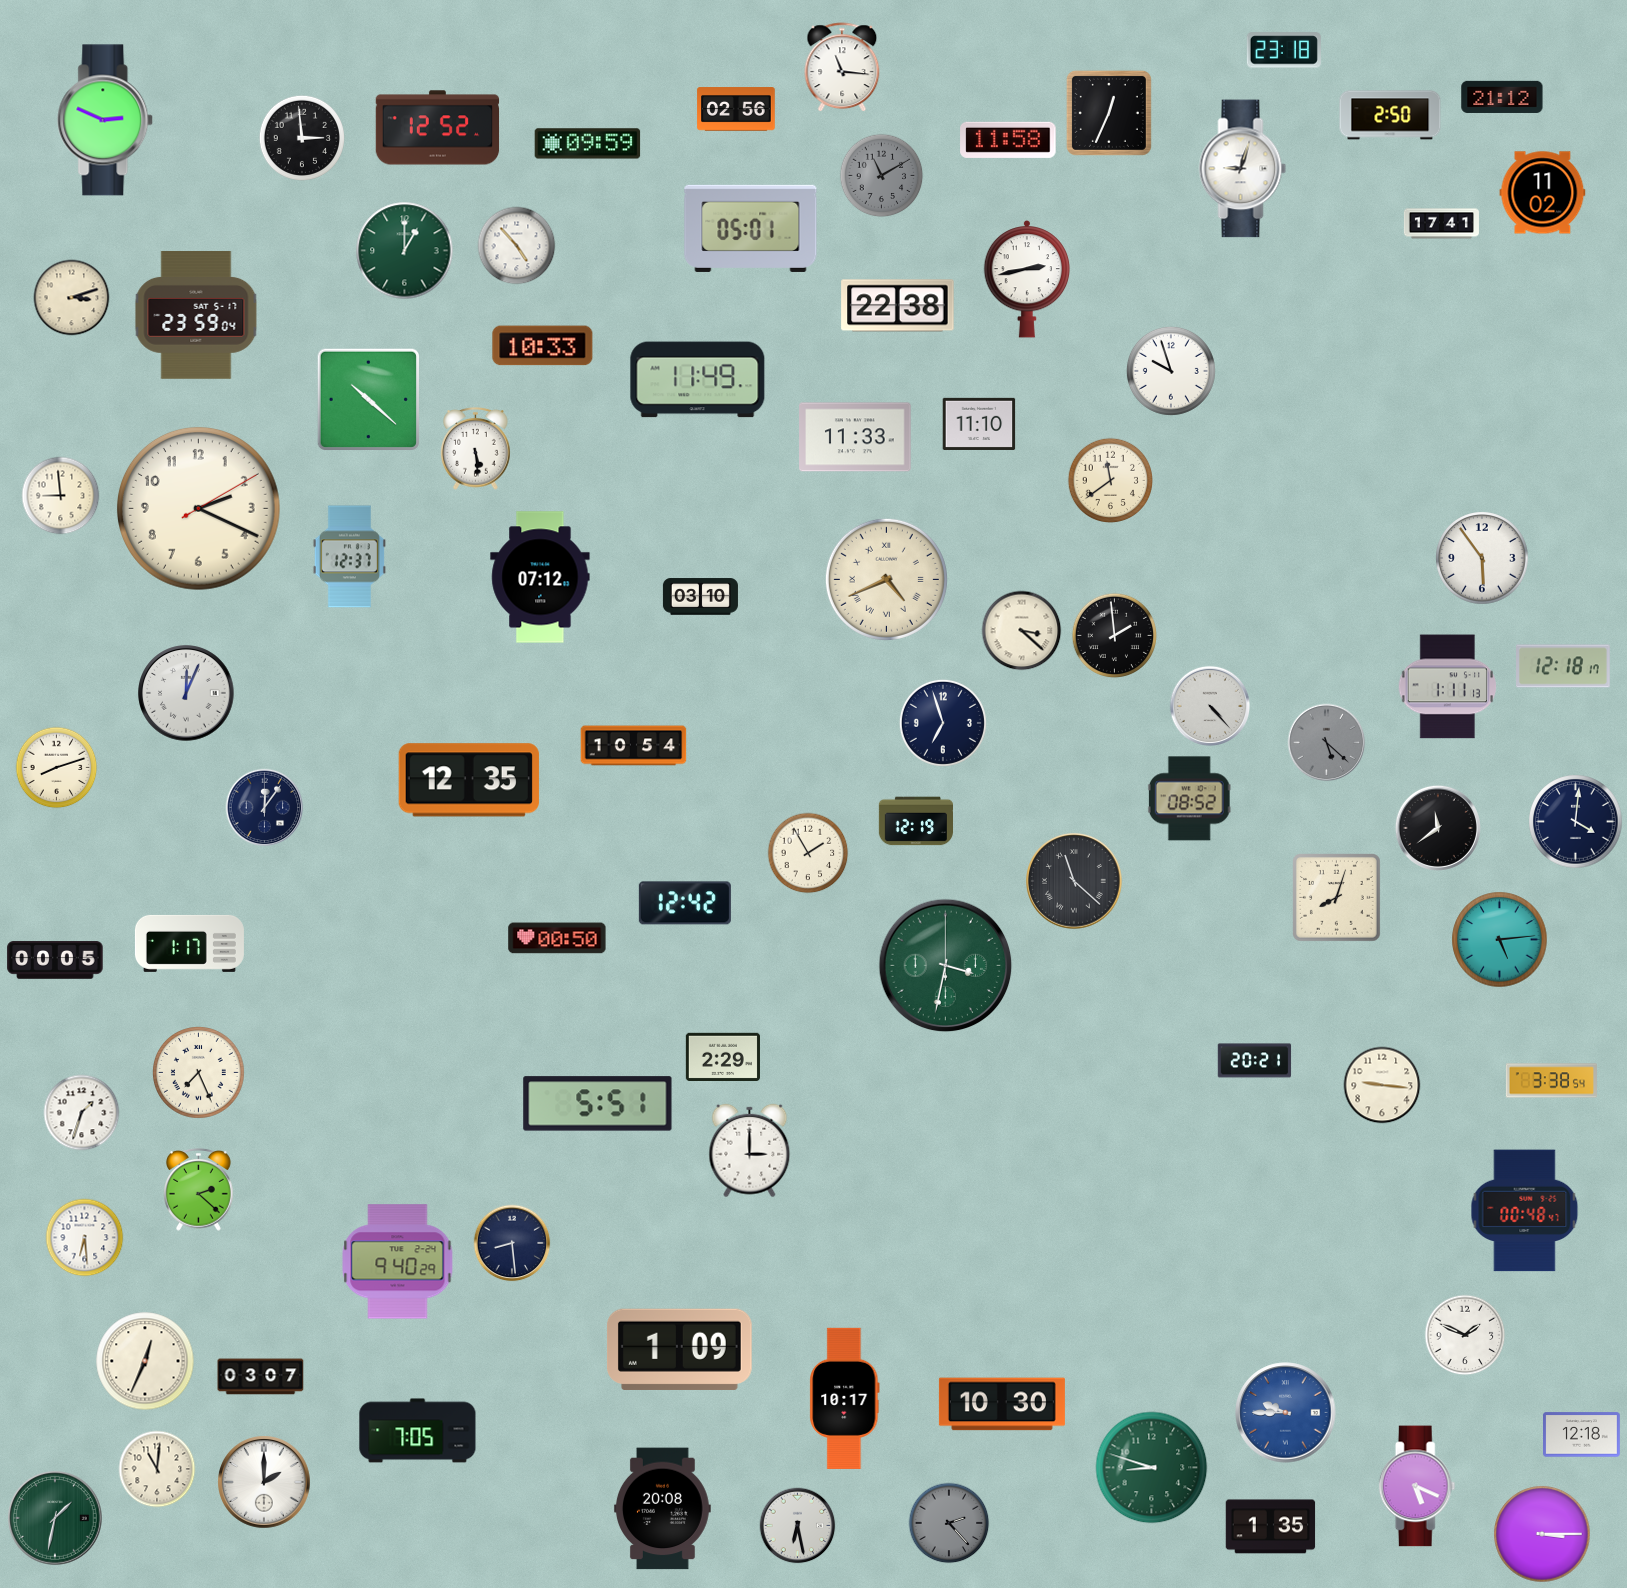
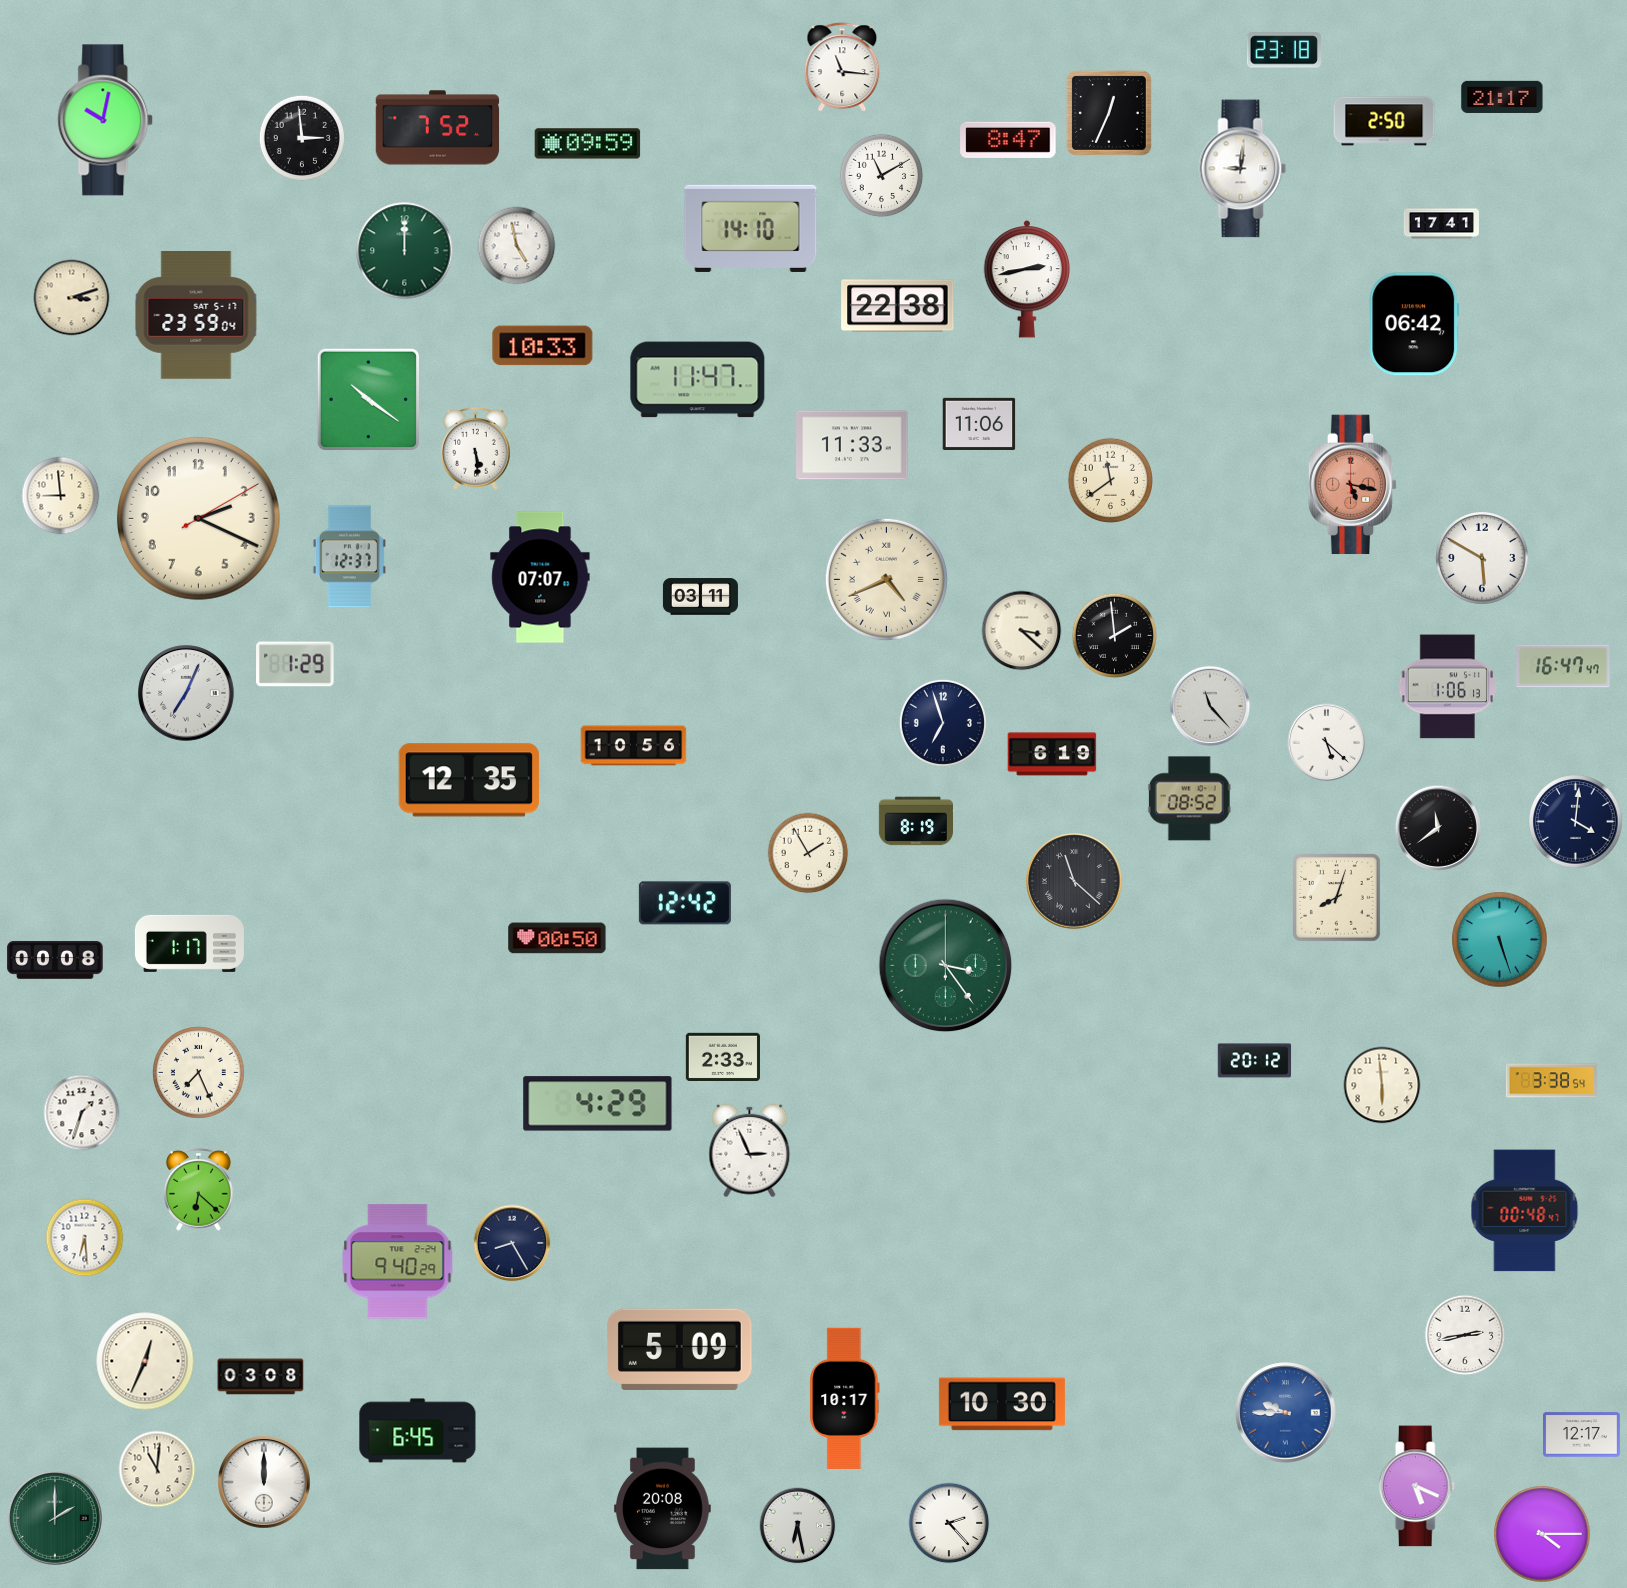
clock at (1502, 97): 21:12 -> 21:17
clock at (736, 109): 02:56 -> none
clock at (1390, 115) position: (1390, 115) -> (1384, 121)
clock at (106, 120): 2:49 -> 10:02
clock at (438, 128): 12:52 -> 7:52
clock at (1008, 140): 11:58 -> 8:47
clock at (1243, 169): 9:03 -> 9:01
clock at (882, 176) dial: grey -> white
clock at (1543, 193): 11:02 -> none
clock at (751, 228): 05:01 -> 14:10
clock at (517, 246): 4:53 -> 4:58
clock at (405, 251): 1:00 -> 12:00
clock at (1414, 324): none -> 06:42
clock at (1171, 371): 9:57 -> none
clock at (698, 380): 11:49 -> 11:47
clock at (369, 400): 10:22 -> 10:21
clock at (979, 424): 11:10 -> 11:06
clock at (855, 437) position: (855, 437) -> (852, 445)
clock at (1353, 485): none -> 5:17
clock at (198, 508) position: (198, 508) -> (198, 518)
clock at (1482, 558): 5:54 -> 5:50
clock at (540, 577): 07:12 -> 07:07
clock at (700, 597): 03:10 -> 03:11
clock at (295, 664): none -> 1:29
clock at (1564, 666): 12:18 -> 16:47
clock at (1447, 687): 1:11 -> 1:06
clock at (186, 693): 12:04 -> 7:04
clock at (1210, 706): 4:23 -> 11:23
clock at (1327, 743) dial: grey -> white
clock at (634, 746): 10:54 -> 10:56
clock at (1052, 754): none -> 6:19
clock at (57, 768): 8:12 -> none
clock at (265, 808): 12:06 -> none
clock at (915, 821): 12:19 -> 8:19
clock at (1500, 940): 5:14 -> 5:27
clock at (55, 960): 00:05 -> 00:08
clock at (946, 966): 3:32 -> 3:24
clock at (723, 1056): 2:29 -> 2:33
clock at (1255, 1061): 20:21 -> 20:12
clock at (1382, 1085): 9:16 -> 5:59
clock at (598, 1104): 5:51 -> 4:29
clock at (750, 1151): 3:00 -> 2:56
clock at (199, 1189): 2:22 -> 6:22
clock at (512, 1243): 8:29 -> 8:25
clock at (1465, 1335): 1:49 -> 2:43
clock at (679, 1349): 1:09 -> 5:09
clock at (261, 1377): 03:07 -> 03:08
clock at (418, 1431): 7:05 -> 6:45
clock at (1582, 1435): 12:18 -> 12:17
clock at (1152, 1468): 8:48 -> none
clock at (265, 1483): 2:00 -> 12:00
clock at (55, 1518): 1:32 -> 2:00
clock at (949, 1523) dial: grey -> white
clock at (1271, 1527): 1:35 -> none
clock at (1542, 1534): 3:15 -> 4:15
